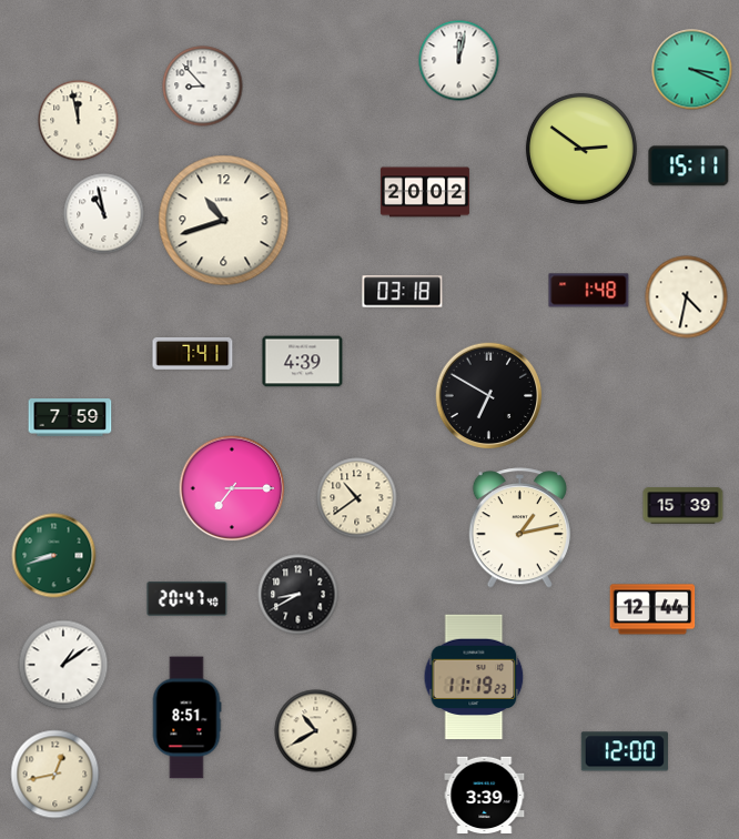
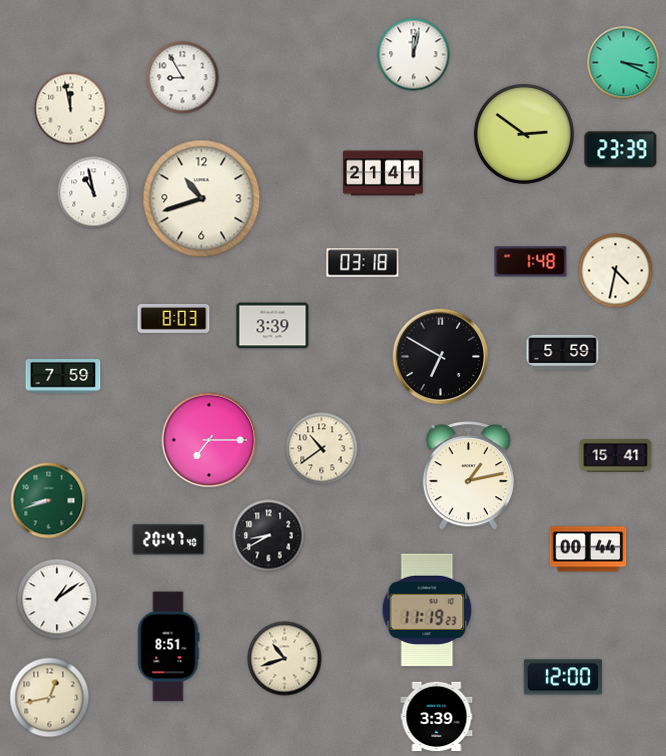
clock at (203, 87): 8:53 -> 8:55
clock at (689, 166): 15:11 -> 23:39
clock at (425, 192): 20:02 -> 21:41
clock at (687, 297) position: (687, 297) -> (616, 271)
clock at (193, 353): 7:41 -> 8:03
clock at (303, 362): 4:39 -> 3:39
clock at (563, 352): none -> 5:59
clock at (684, 506): 15:39 -> 15:41
clock at (652, 609): 12:44 -> 00:44
clock at (316, 731): 10:40 -> 10:42
